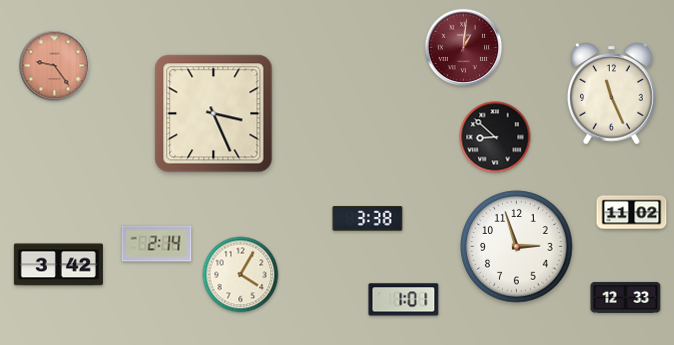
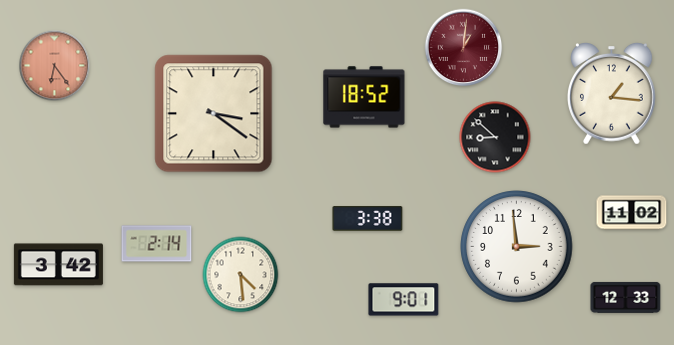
clock at (55, 66): 9:24 -> 6:24
clock at (612, 94): 11:26 -> 1:16
clock at (364, 97): none -> 18:52
clock at (214, 114): 3:26 -> 3:21
clock at (517, 247): 2:57 -> 2:59
clock at (241, 275): 4:05 -> 4:29
clock at (404, 300): 1:01 -> 9:01
